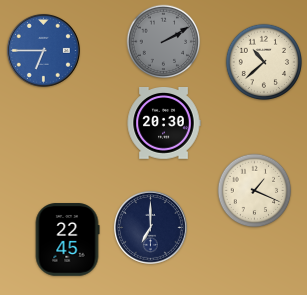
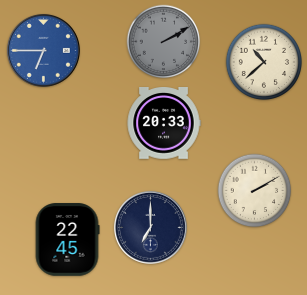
clock at (164, 124): 20:30 -> 20:33
clock at (255, 191): 1:19 -> 2:10
